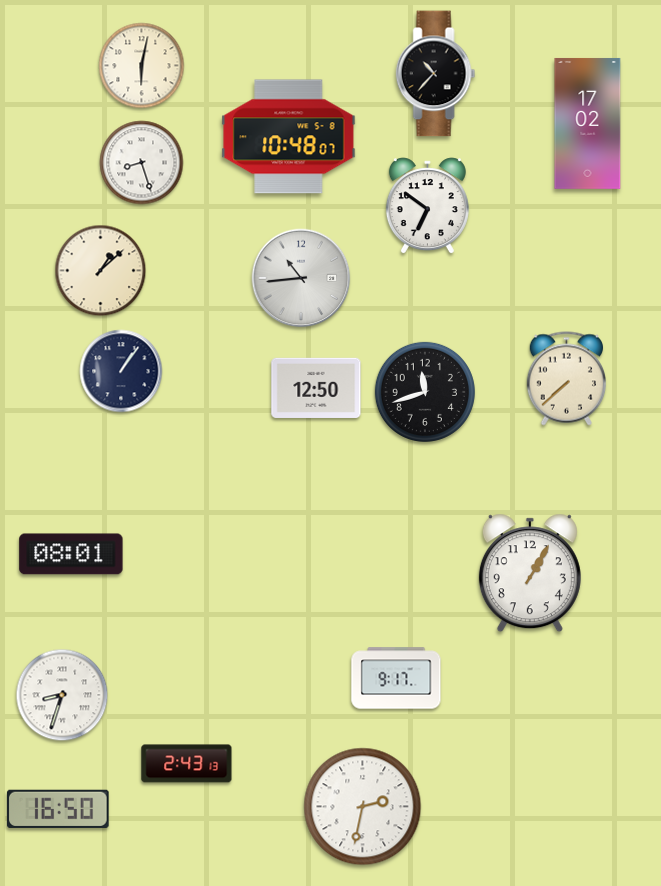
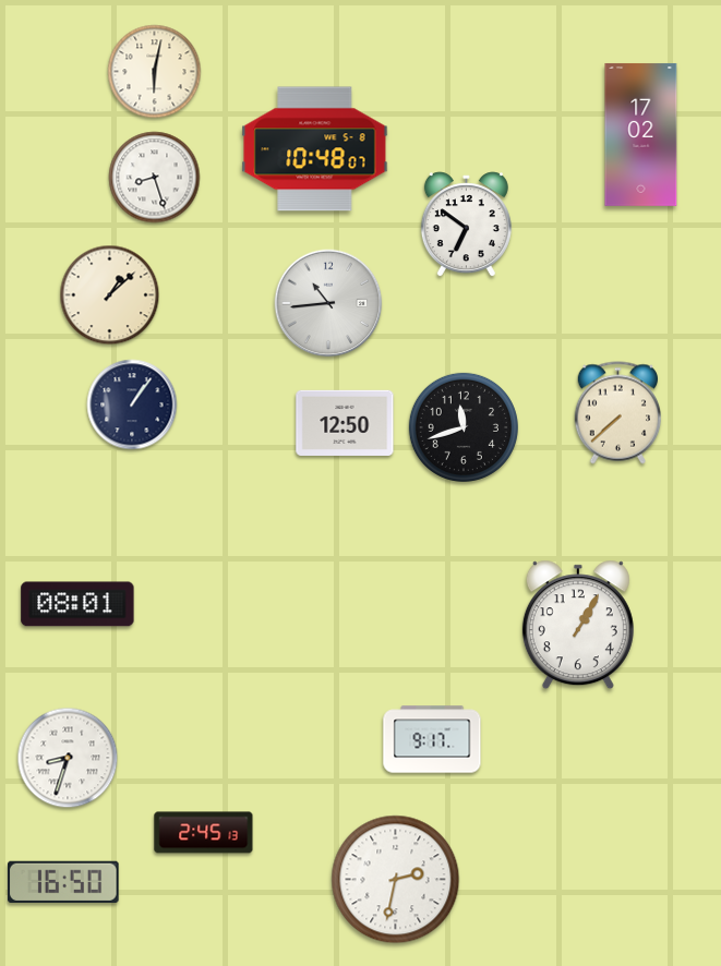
clock at (436, 74): 10:37 -> none
clock at (187, 764): 2:43 -> 2:45
